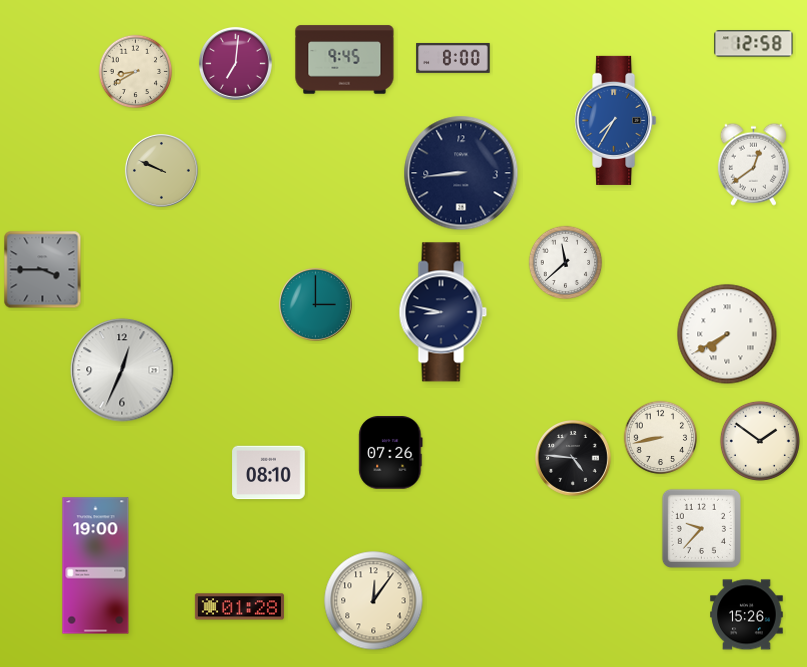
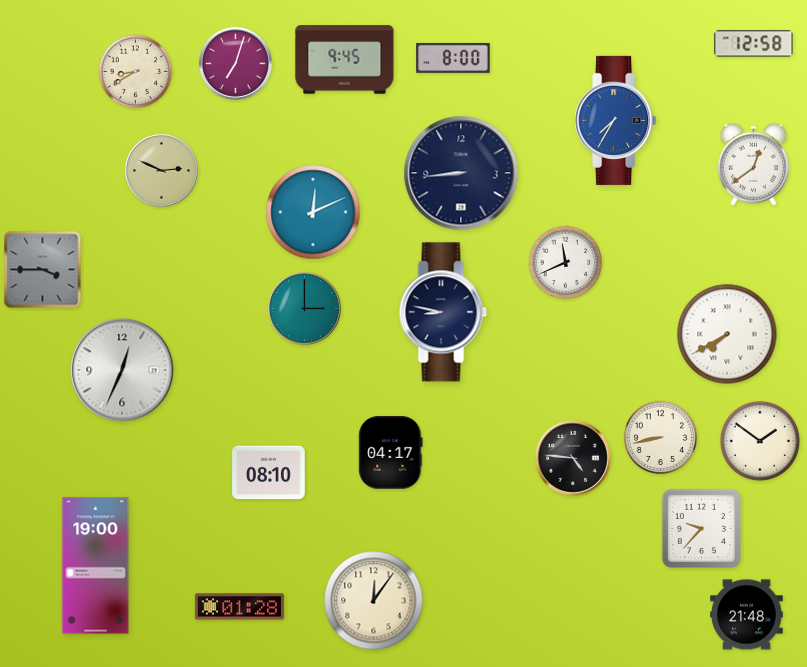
clock at (235, 63): 7:01 -> 7:03
clock at (161, 170): 9:49 -> 2:49
clock at (313, 212): none -> 12:11
clock at (566, 263): 11:38 -> 11:41
clock at (315, 304) position: (315, 304) -> (304, 308)
clock at (391, 453): 07:26 -> 04:17
clock at (747, 615): 15:26 -> 21:48
